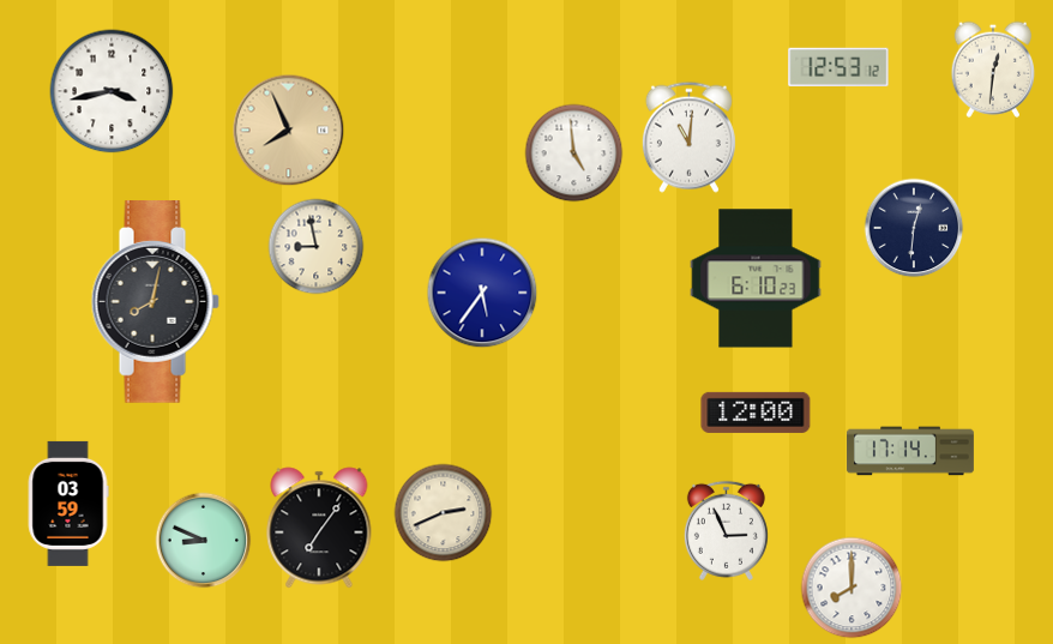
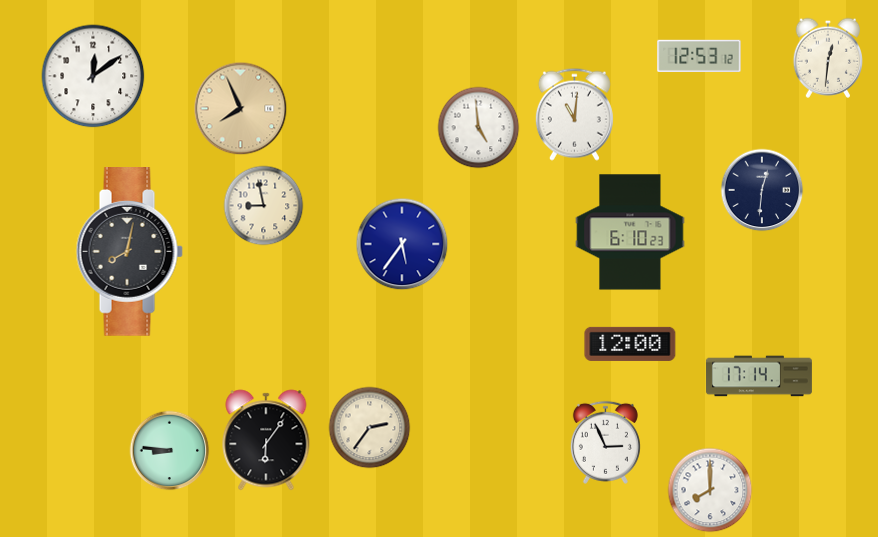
clock at (112, 91): 3:43 -> 12:09
clock at (68, 504): 03:59 -> none
clock at (444, 513): 2:41 -> 2:36
clock at (319, 528): 7:06 -> 6:06
clock at (204, 541): 8:49 -> 8:46
